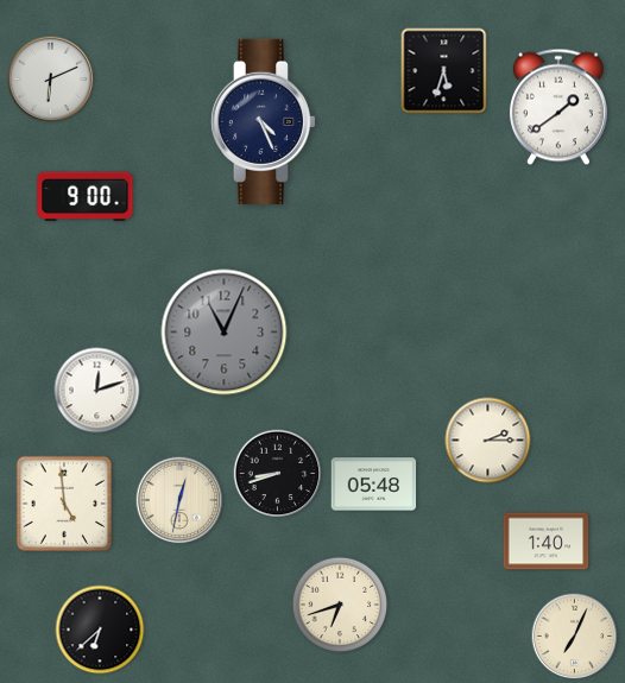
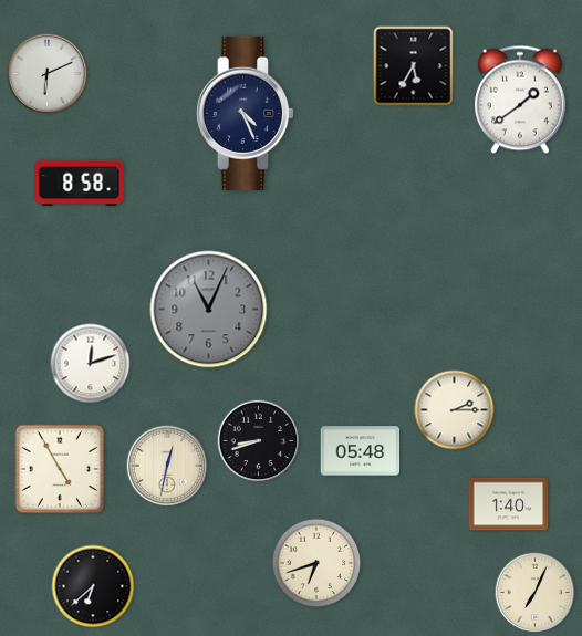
clock at (444, 71): 5:33 -> 5:35
clock at (86, 196): 9:00 -> 8:58
clock at (374, 485) position: (374, 485) -> (361, 451)
clock at (64, 504): 4:59 -> 4:55
